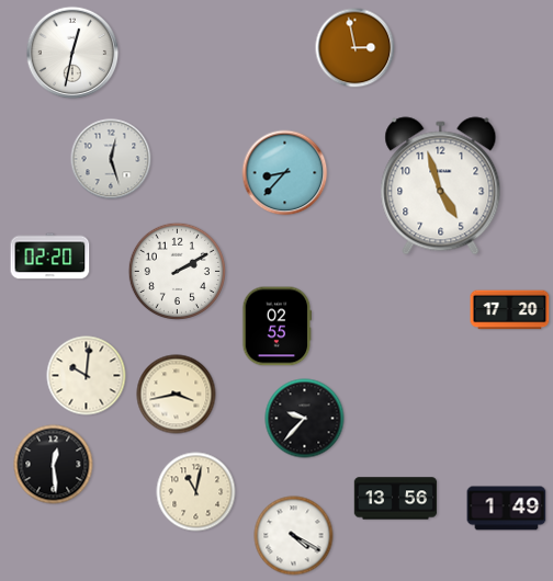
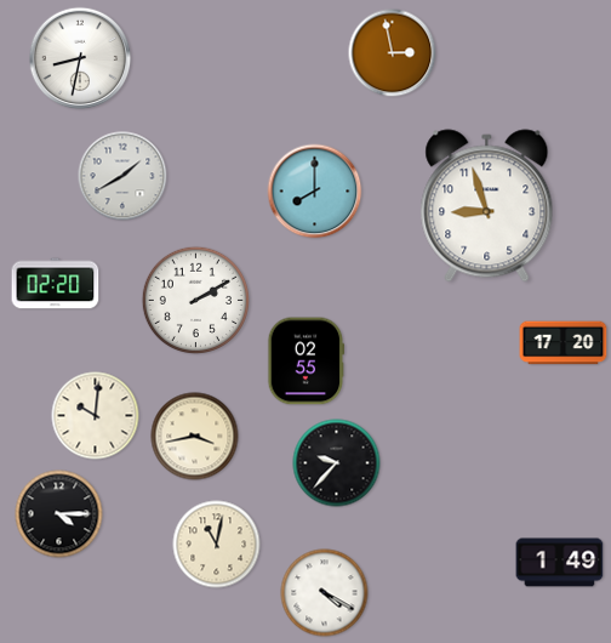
clock at (72, 53): 12:32 -> 8:32
clock at (111, 159): 12:27 -> 1:40
clock at (285, 173): 8:37 -> 8:00
clock at (441, 186): 4:57 -> 8:57
clock at (54, 465): 12:29 -> 4:15
clock at (396, 499): 13:56 -> none
